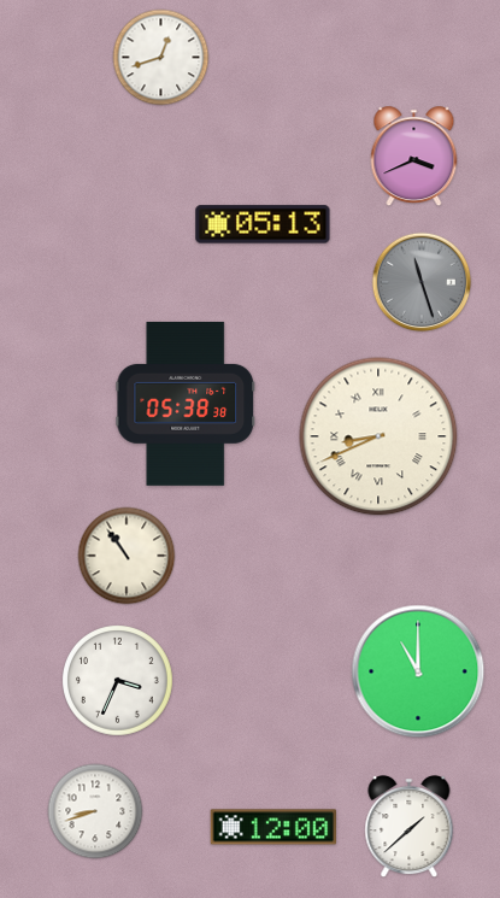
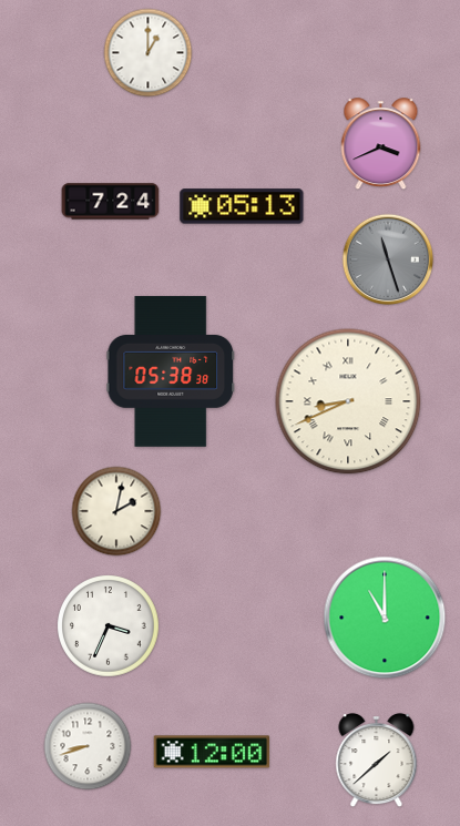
clock at (161, 58): 12:42 -> 1:00
clock at (111, 202): none -> 7:24
clock at (127, 556): 10:54 -> 2:02
clock at (272, 827) position: (272, 827) -> (211, 752)
